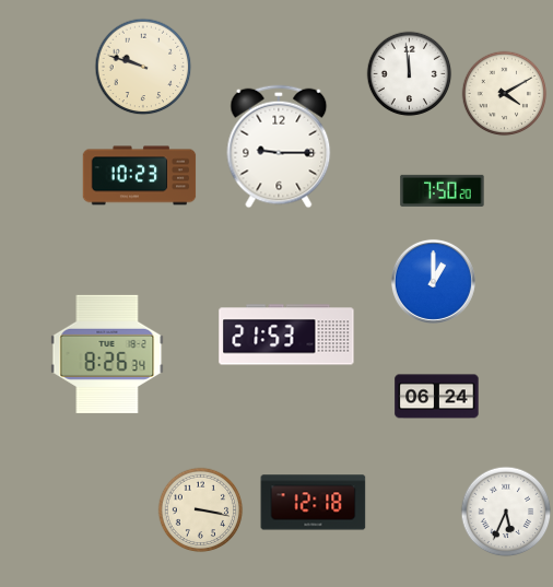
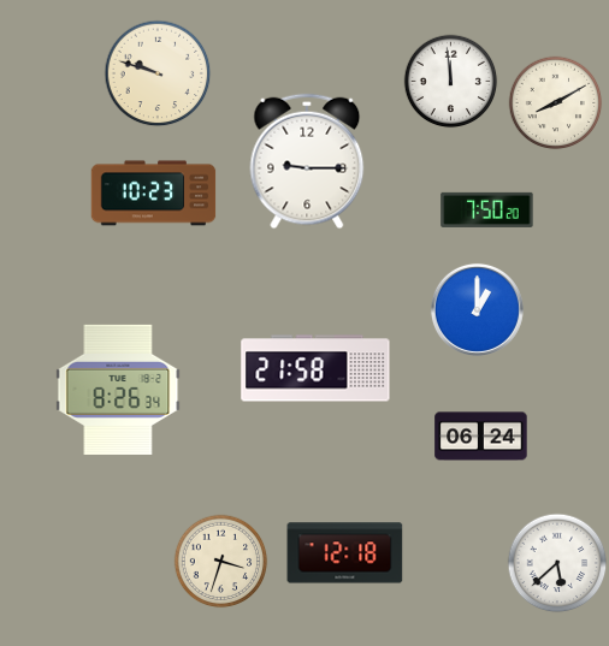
clock at (504, 93): 4:10 -> 8:10
clock at (286, 334): 21:53 -> 21:58
clock at (200, 509): 3:17 -> 3:33
clock at (506, 512): 5:34 -> 5:38
